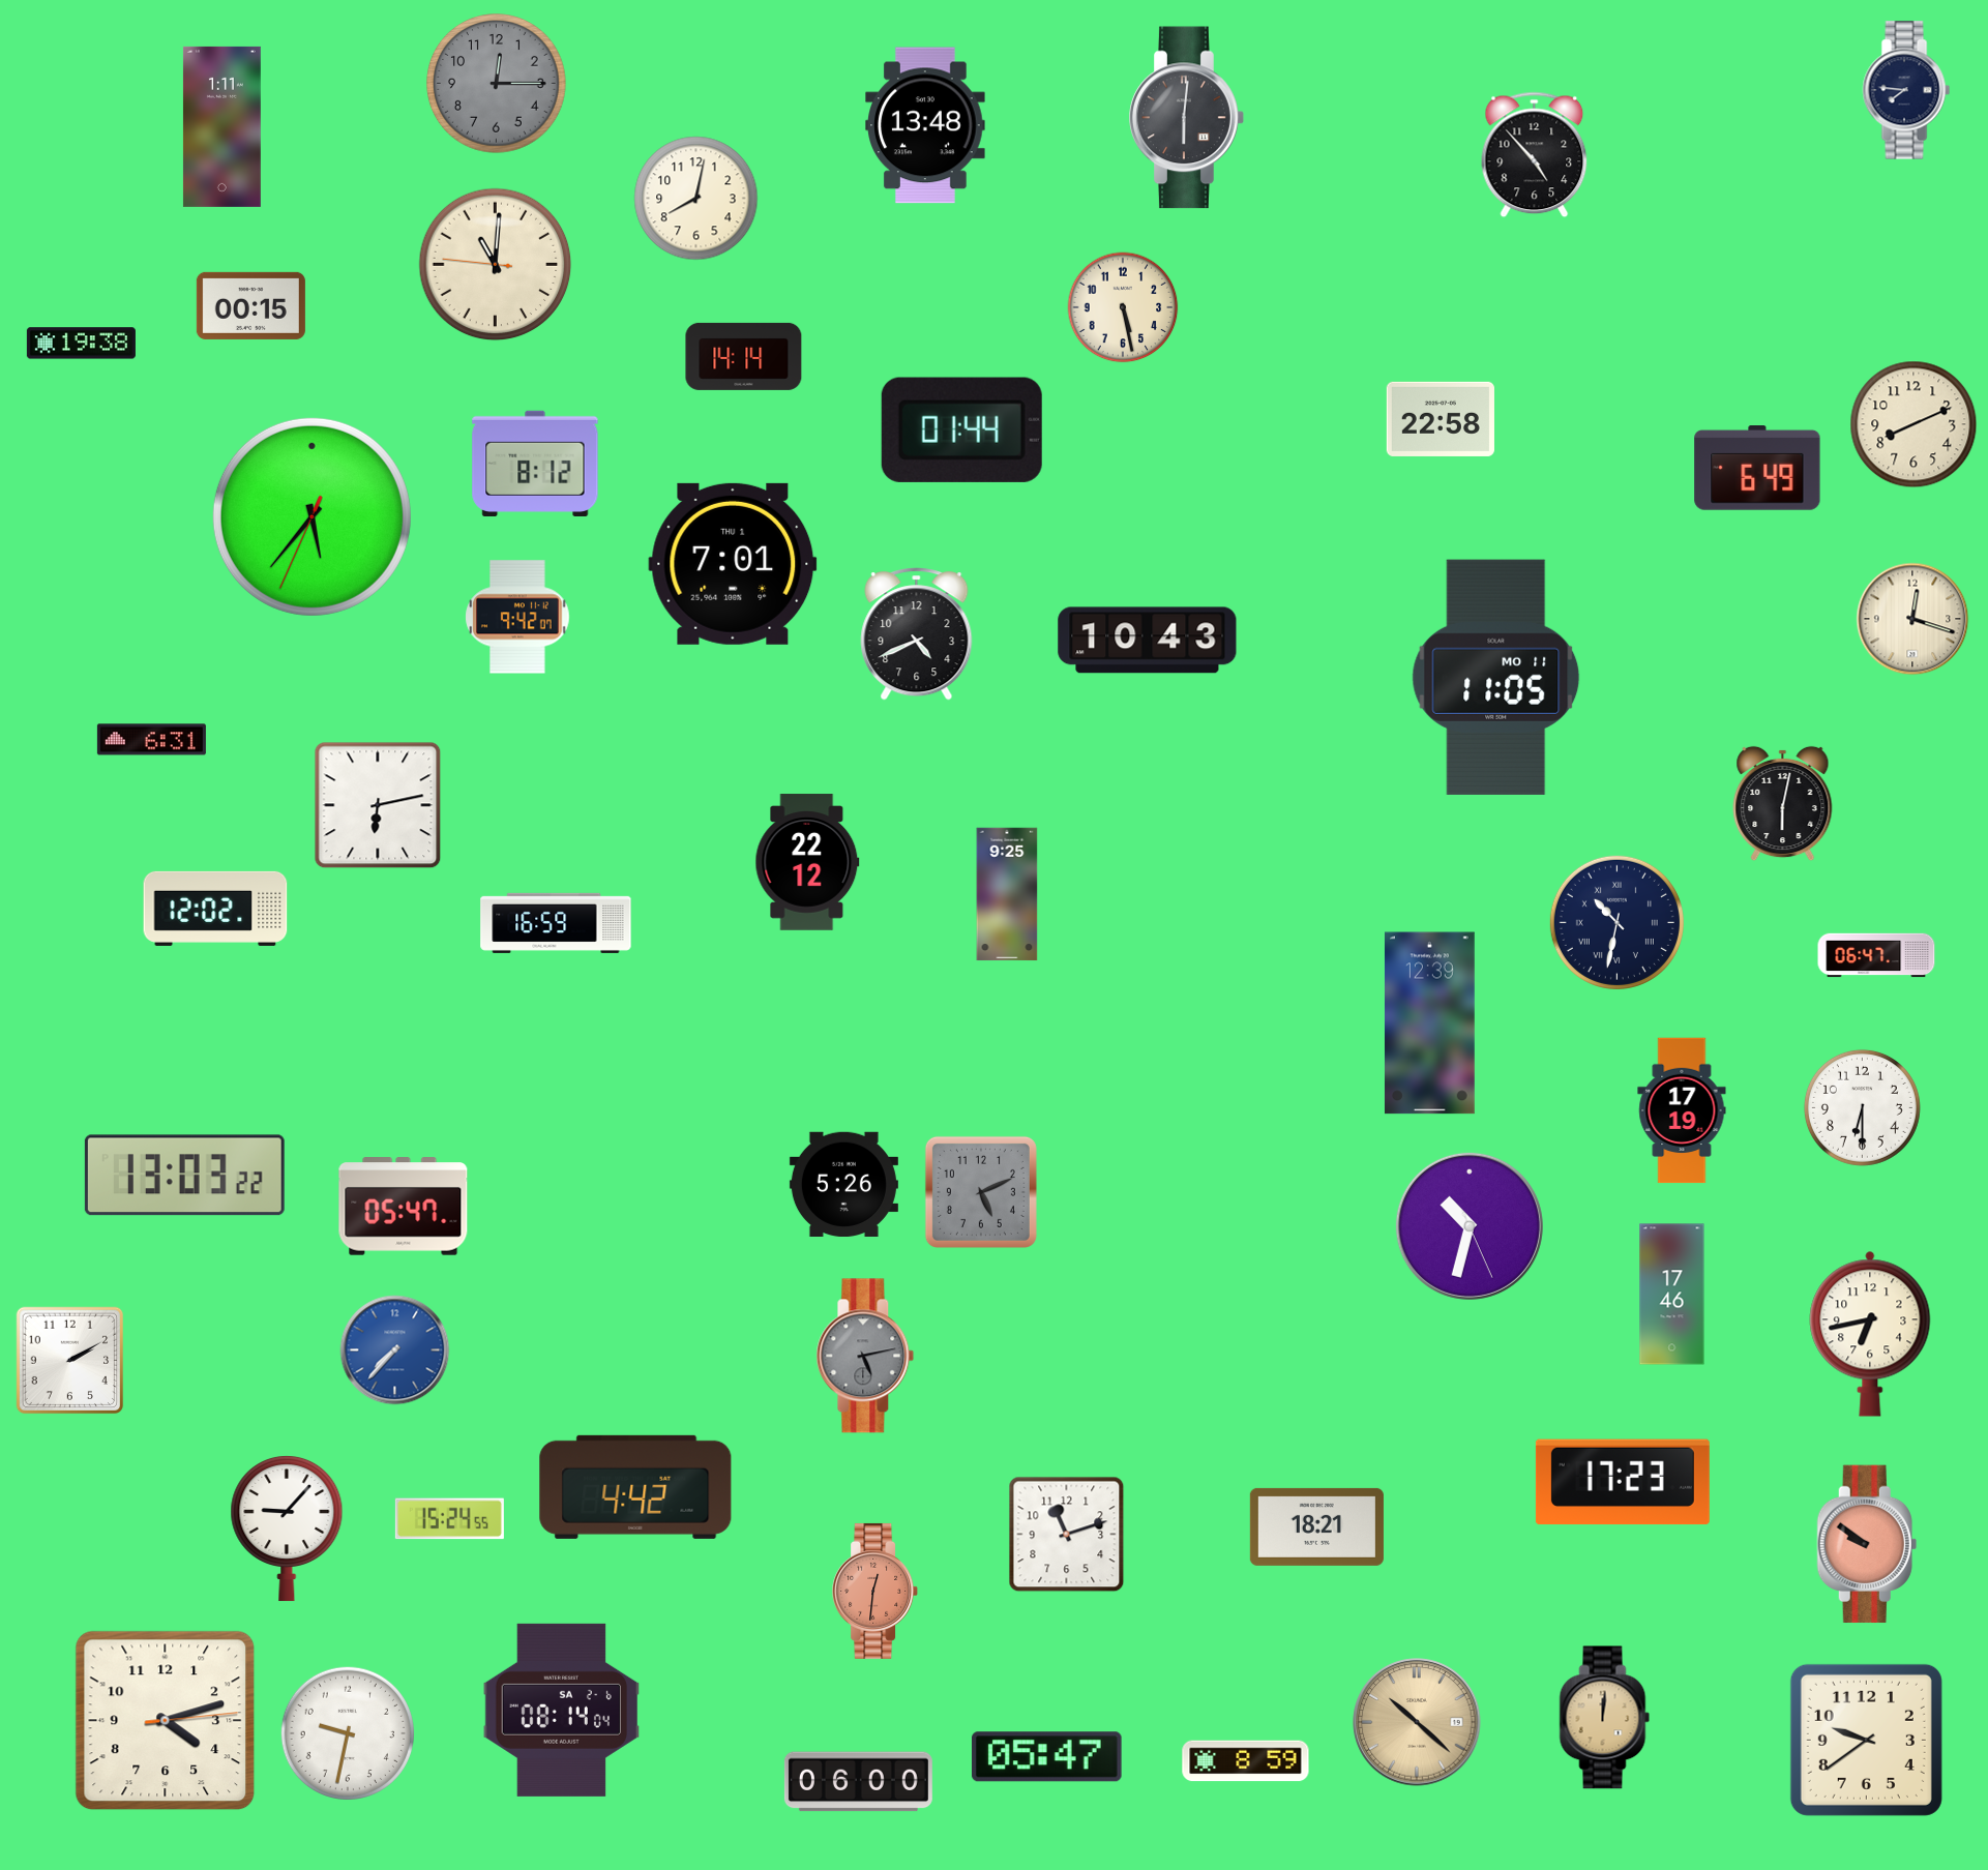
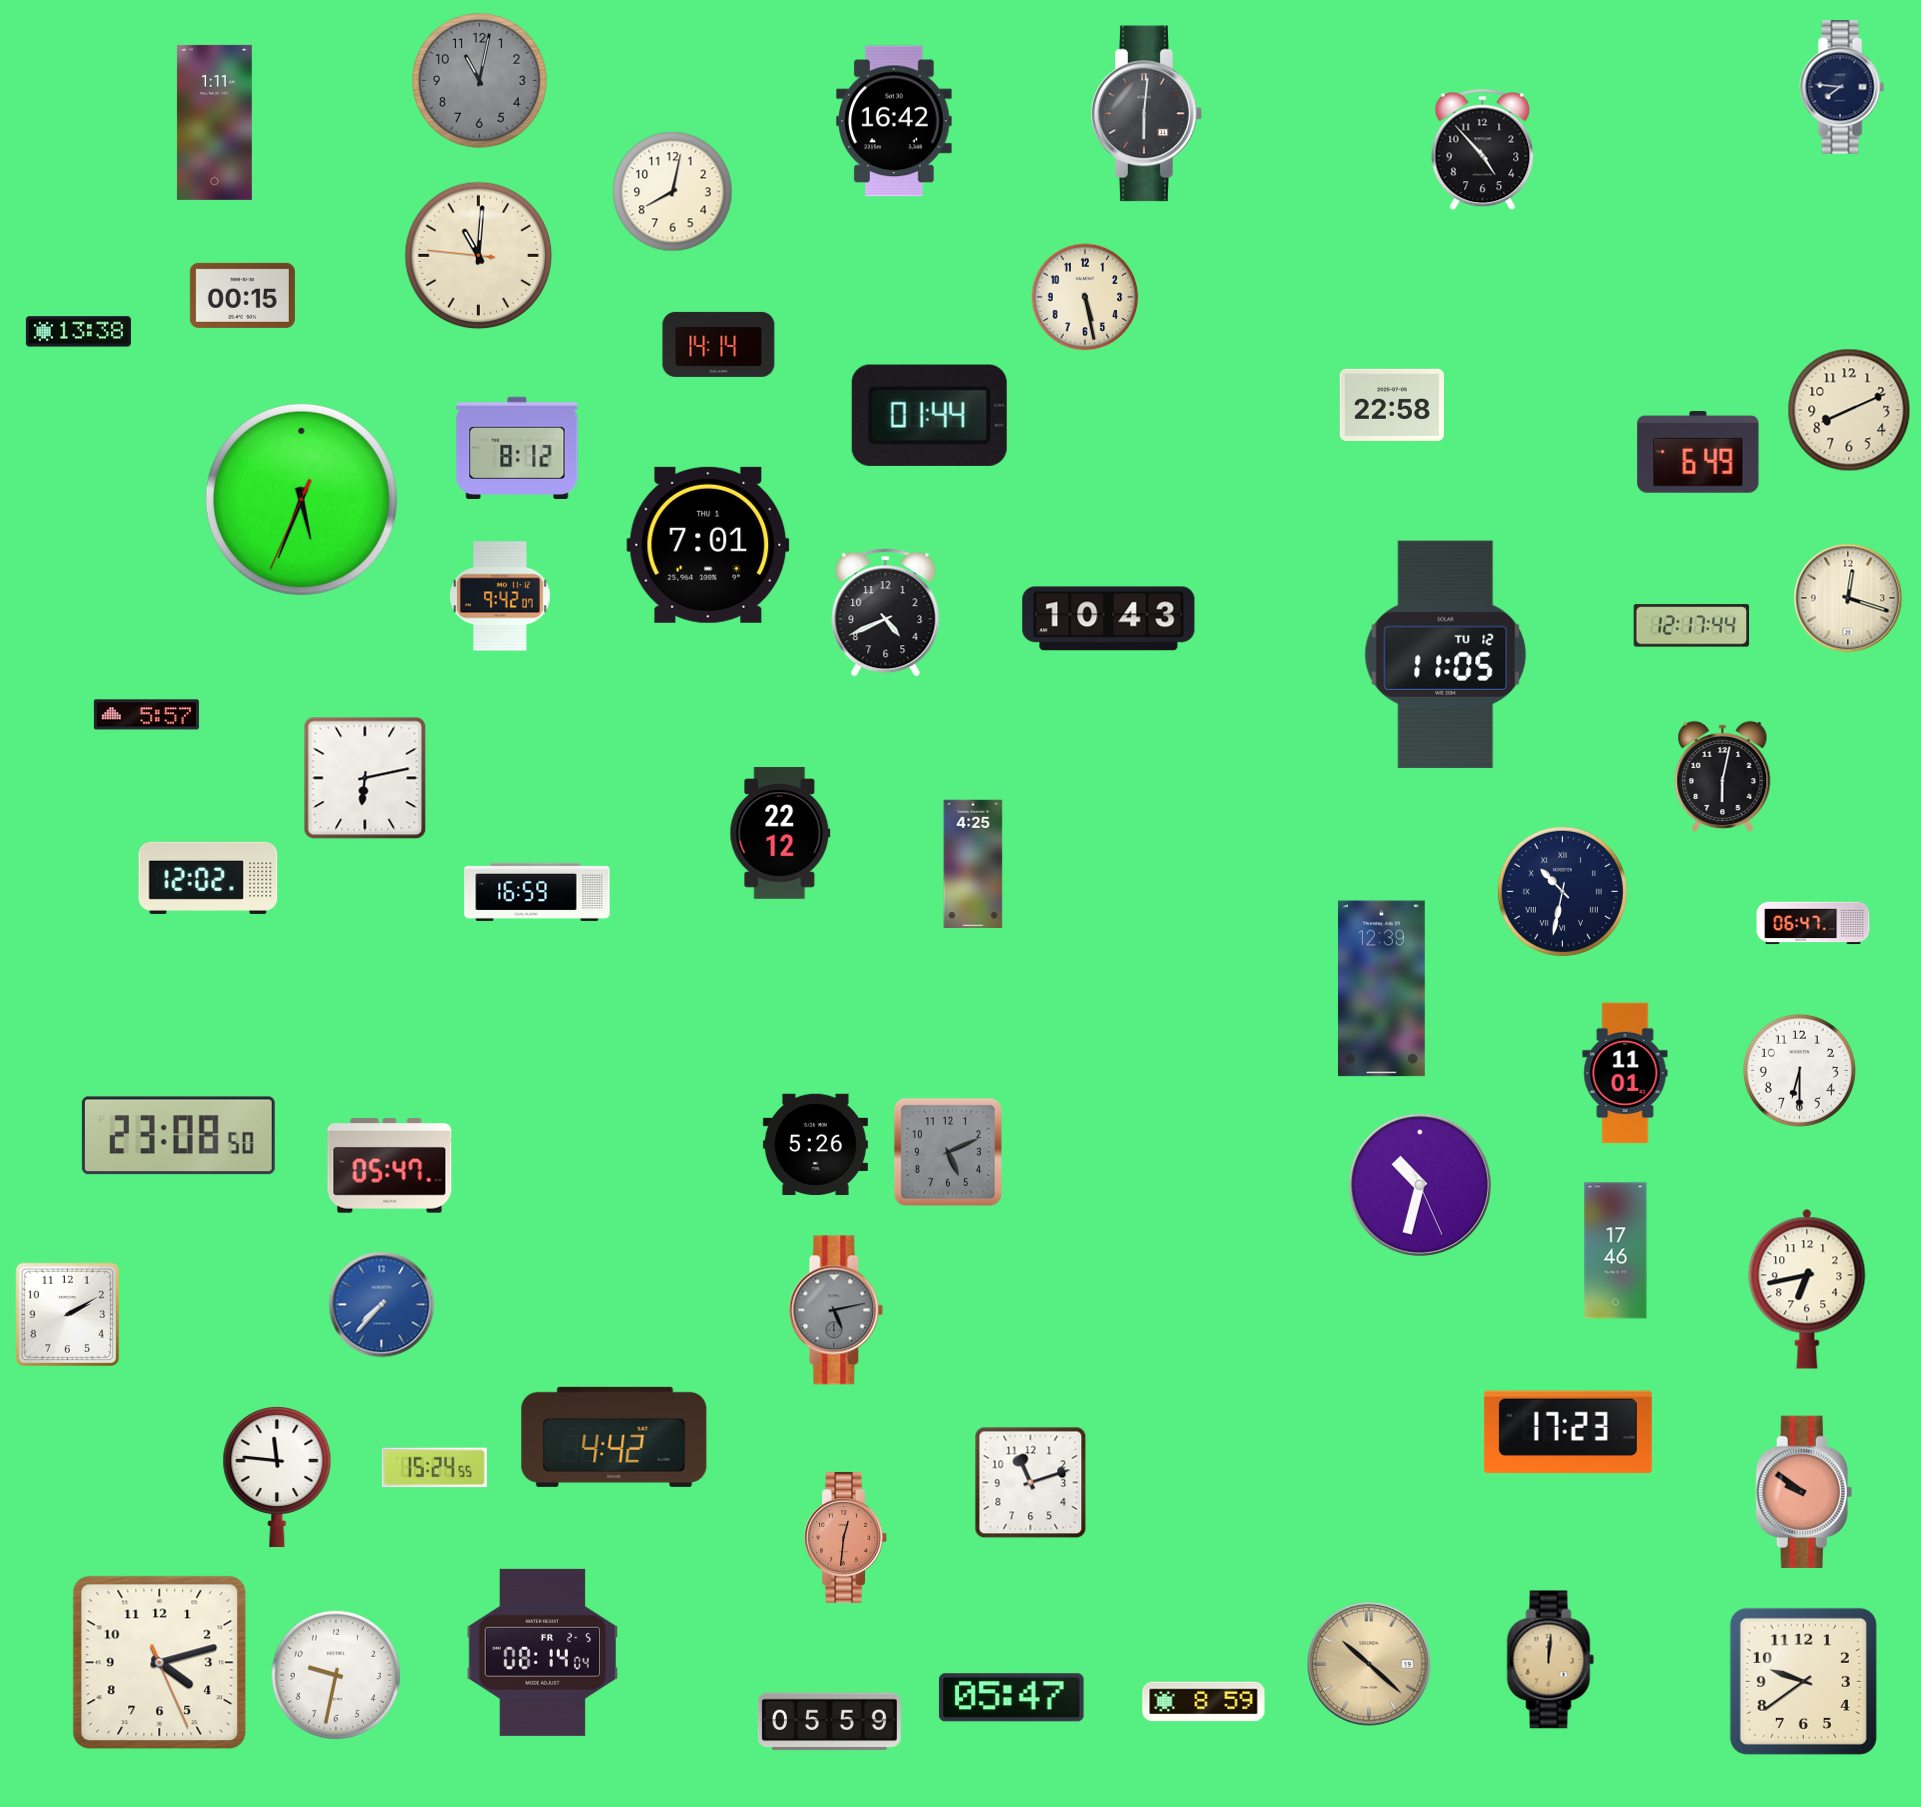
clock at (497, 84): 12:15 -> 11:02
clock at (925, 125): 13:48 -> 16:42
clock at (81, 344): 19:38 -> 13:38
clock at (311, 516): 5:36 -> 5:33
clock at (1692, 626): none -> 12:17
clock at (1496, 677) date: MO 11 -> TU 12
clock at (151, 740): 6:31 -> 5:57
clock at (1007, 894): 9:25 -> 4:25
clock at (1682, 1110): 17:19 -> 11:01
clock at (184, 1176): 13:03 -> 23:08
clock at (1316, 1526): 18:21 -> none
clock at (287, 1528): 9:07 -> 11:46
clock at (561, 1710) date: SA 2-6 -> FR 2-5
clock at (166, 1721): 4:12:14 -> 4:12:26
clock at (858, 1782): 06:00 -> 05:59
